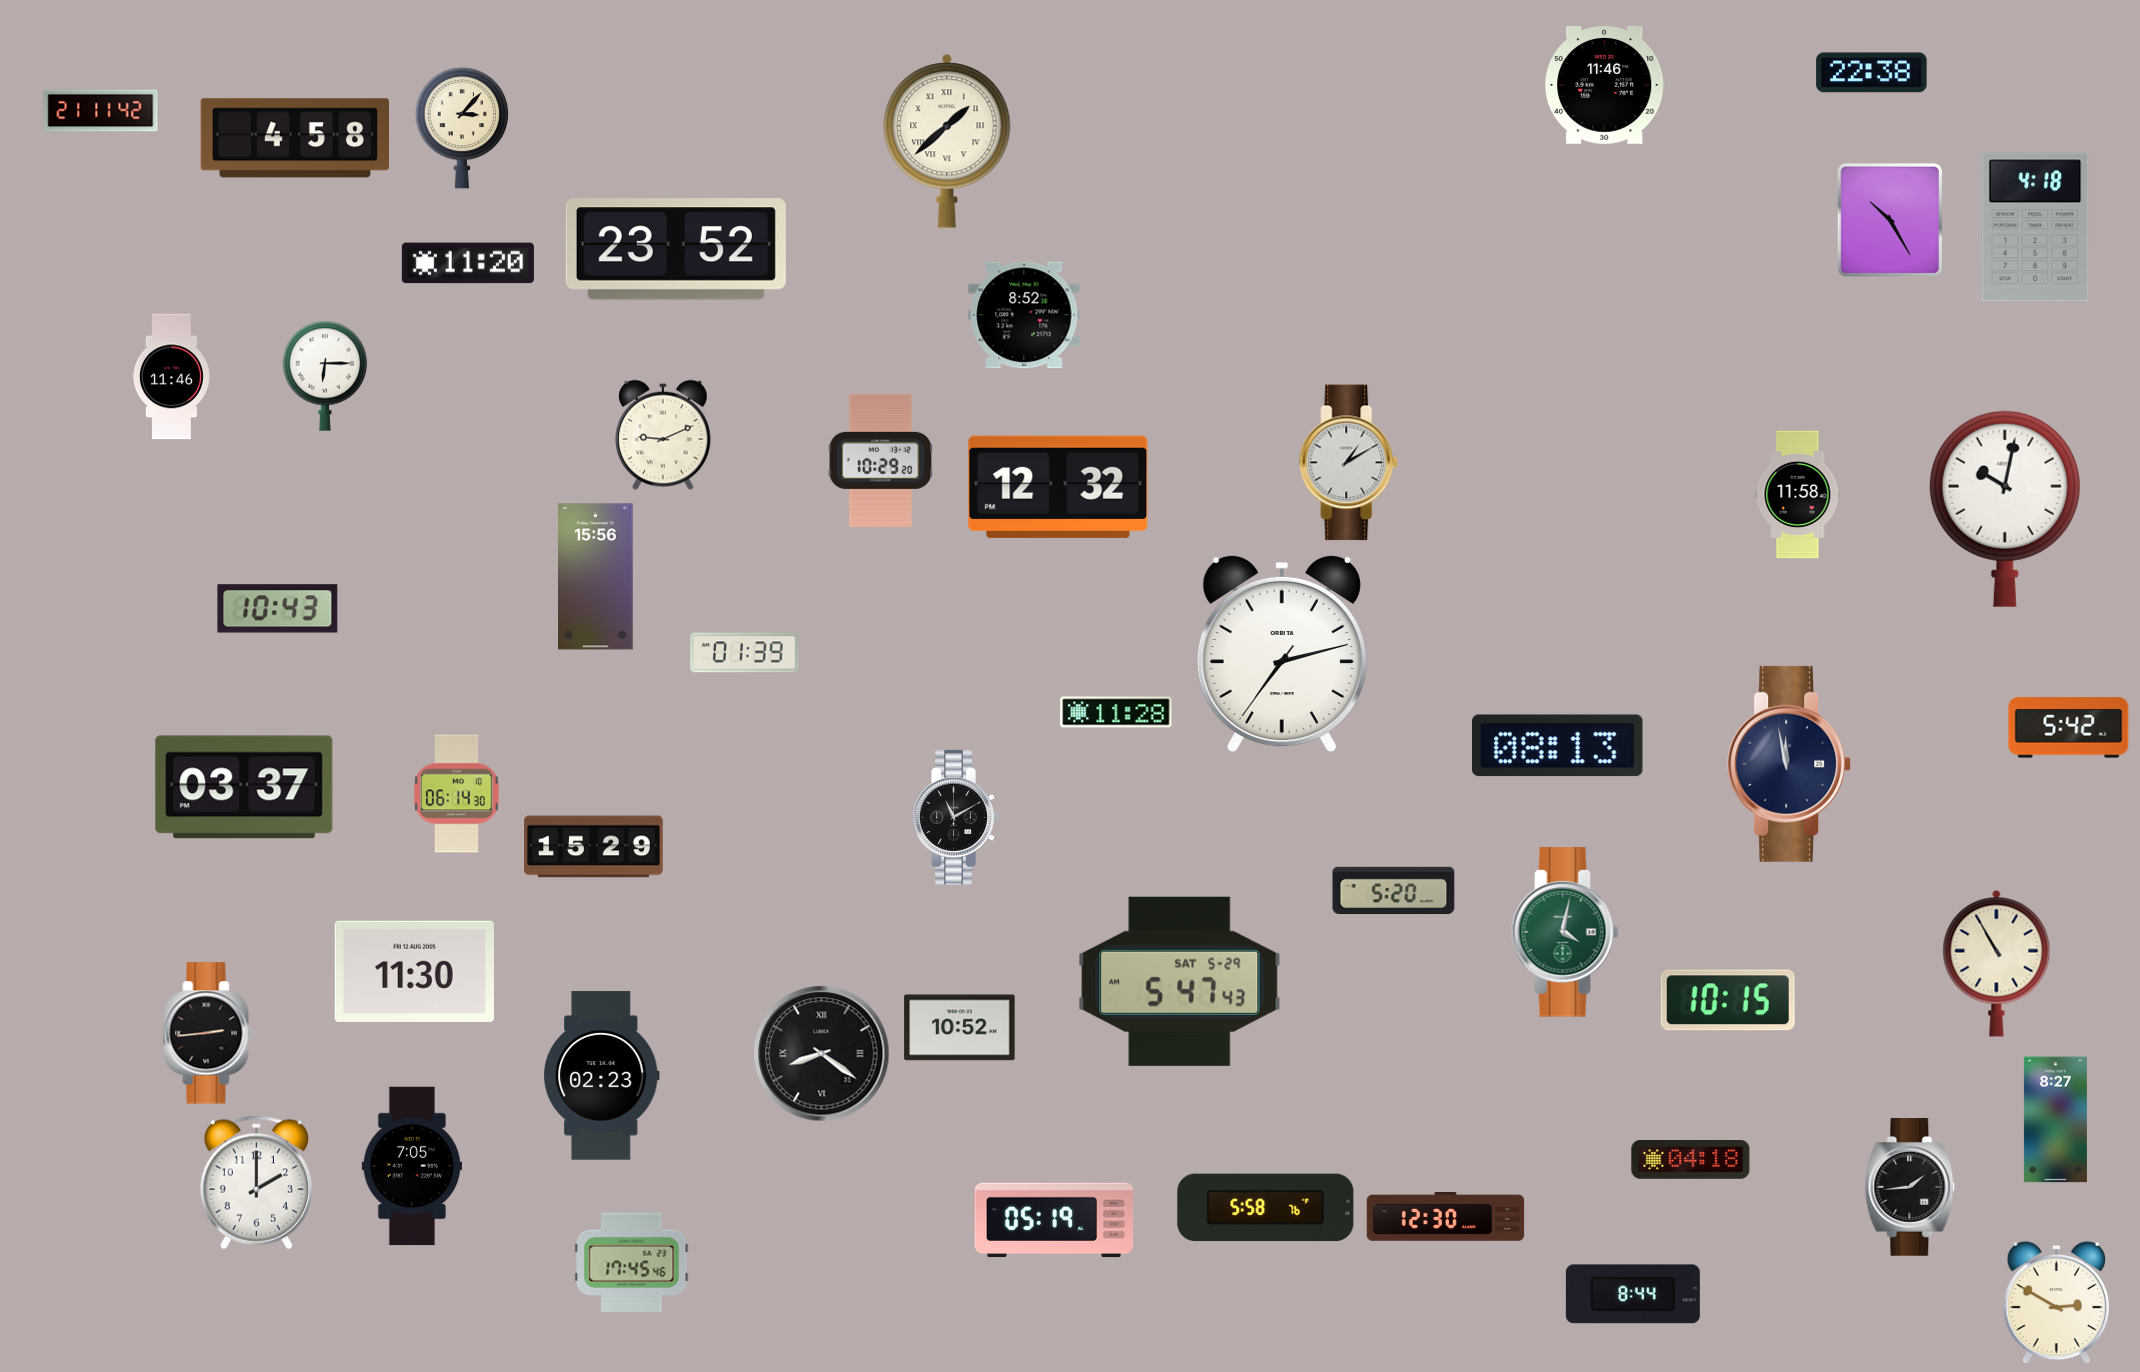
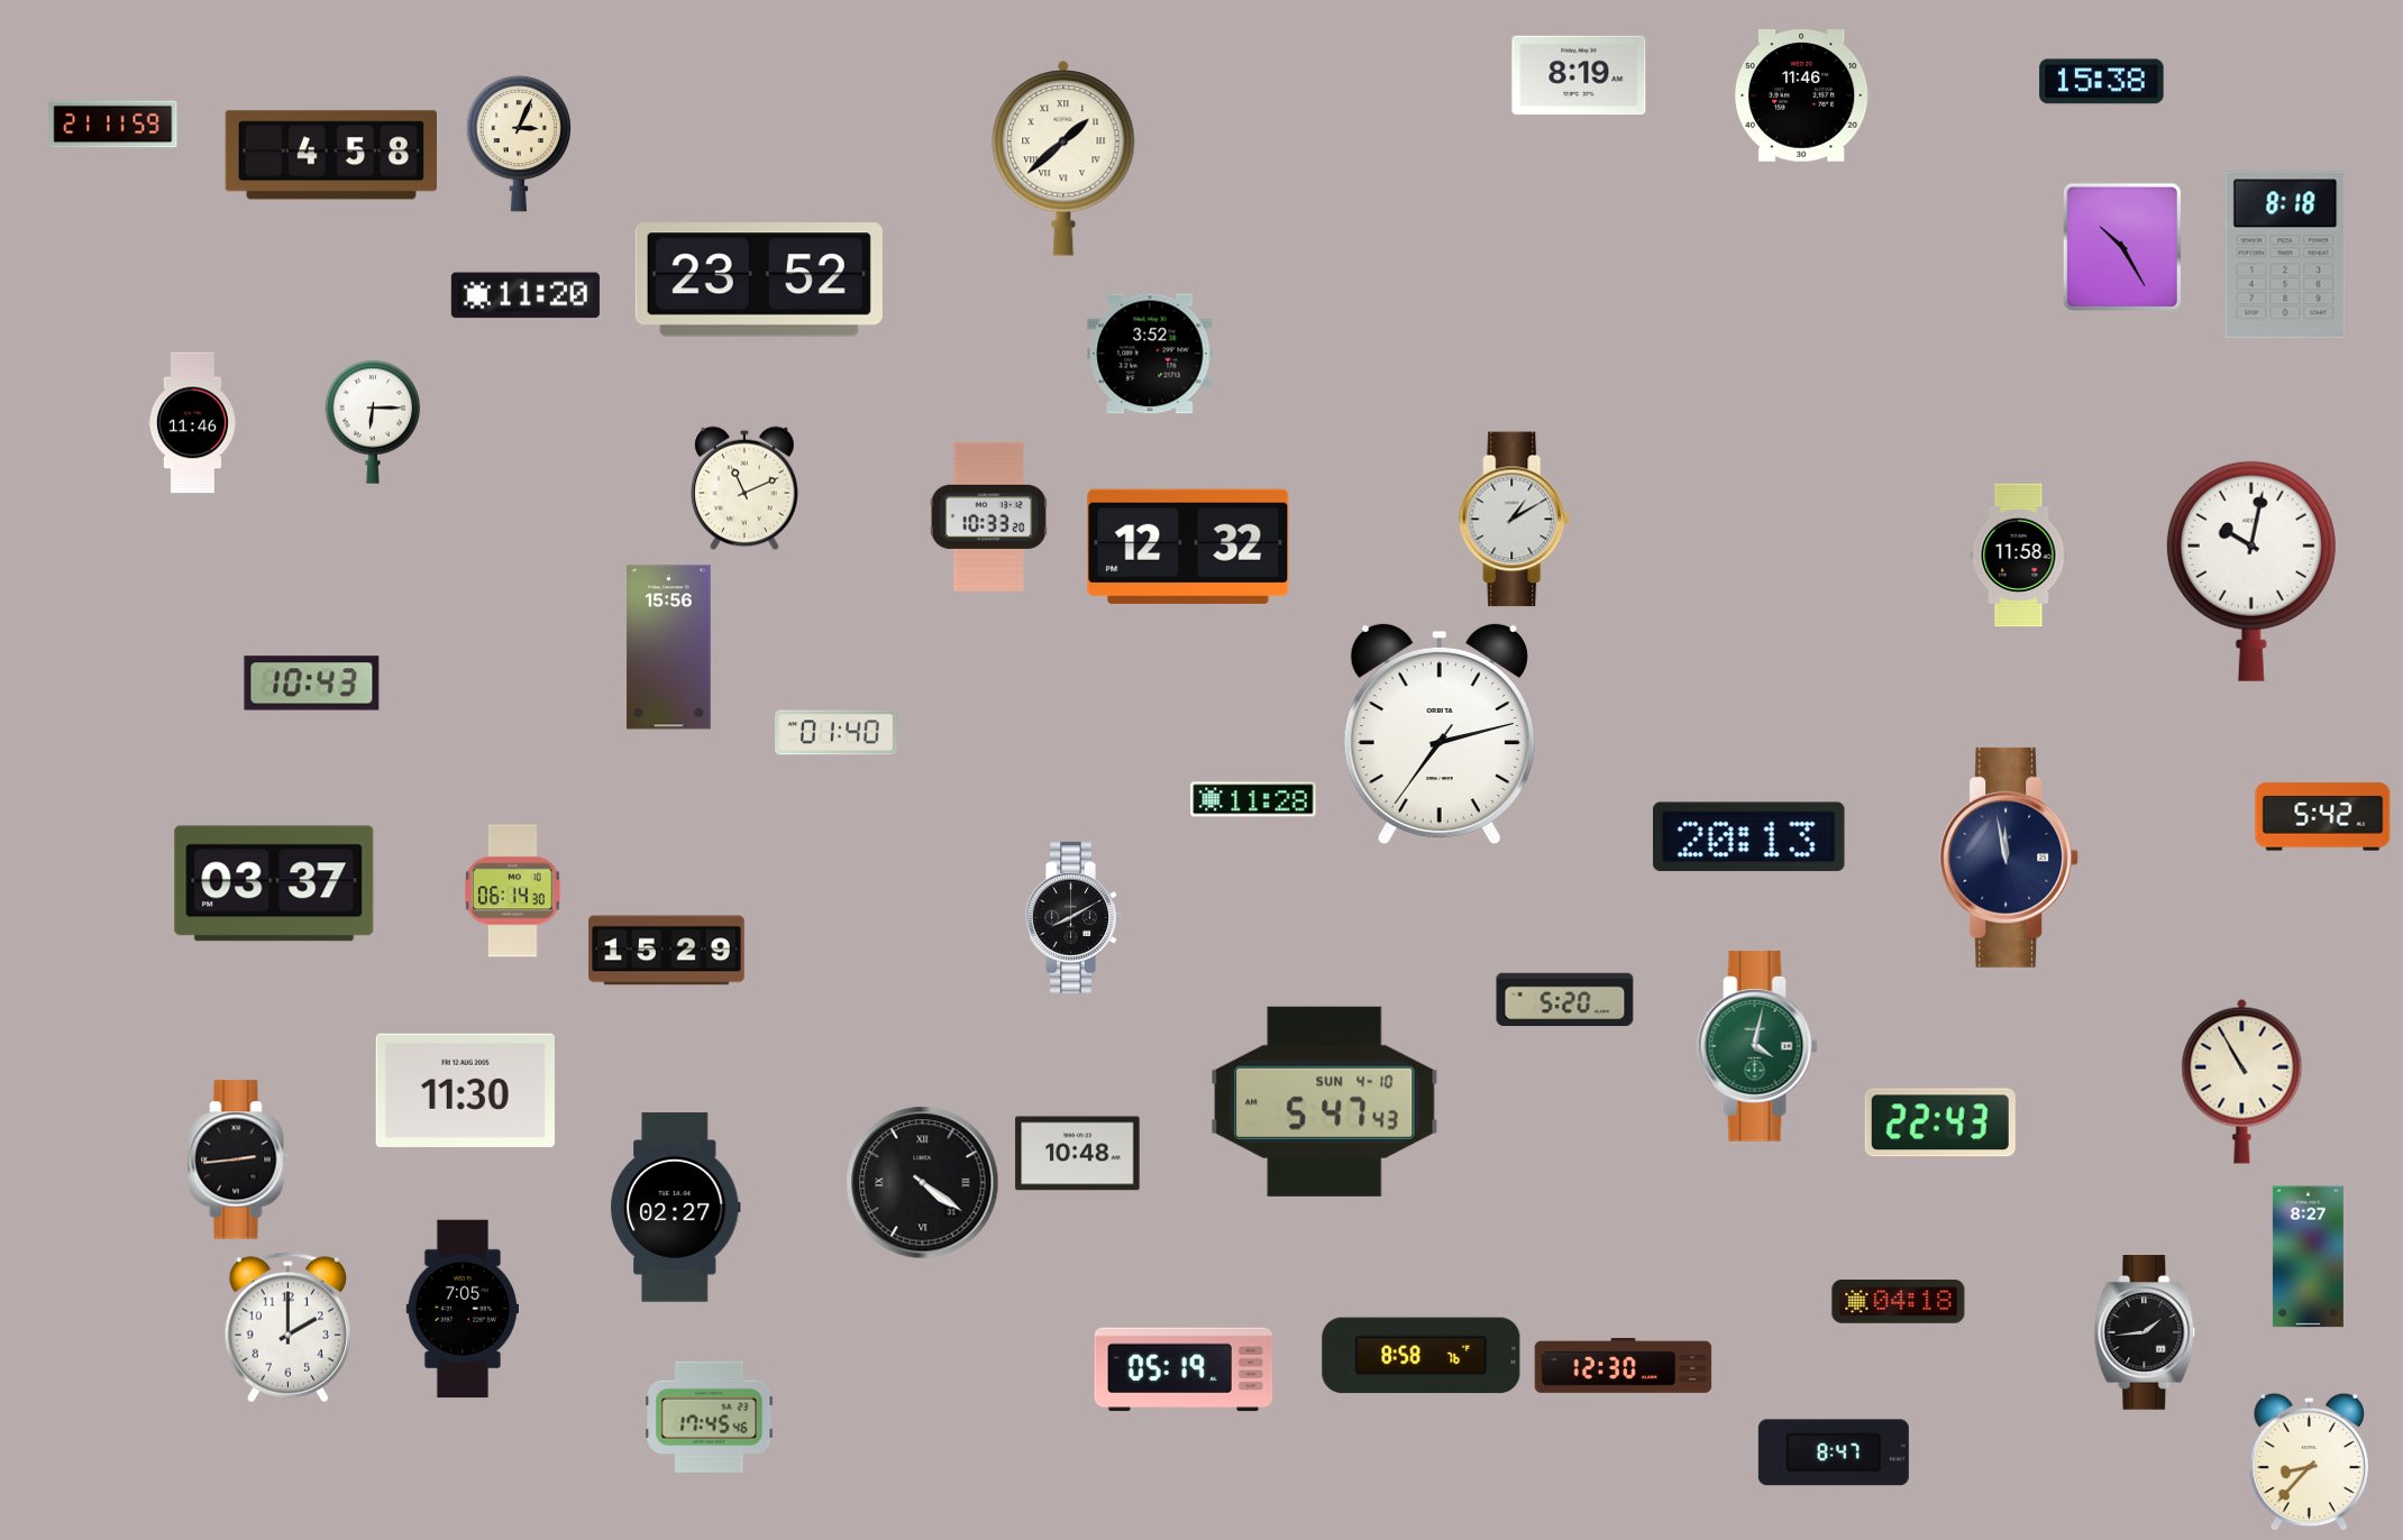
clock at (1579, 75): none -> 8:19
clock at (1872, 73): 22:38 -> 15:38
clock at (101, 111): 21:11:42 -> 21:11:59
clock at (462, 128): 3:07 -> 3:04
clock at (2035, 227): 4:18 -> 8:18
clock at (1024, 315): 8:52 -> 3:52
clock at (325, 376) position: (325, 376) -> (373, 422)
clock at (663, 435): 9:11 -> 11:11
clock at (881, 460): 10:29 -> 10:33
clock at (745, 653): 01:39 -> 01:40
clock at (1558, 746): 08:13 -> 20:13
clock at (955, 817): 11:10 -> 8:10
clock at (1180, 981) date: SAT 5-29 -> SUN 4-10
clock at (1728, 1000): 10:15 -> 22:43
clock at (960, 1028): 10:52 -> 10:48
clock at (208, 1033) position: (208, 1033) -> (238, 1159)
clock at (822, 1054): 8:21 -> 4:21
clock at (602, 1076): 02:23 -> 02:27
clock at (1266, 1208): 5:58 -> 8:58
clock at (1633, 1294): 8:44 -> 8:47
clock at (2056, 1303): 2:50 -> 8:37
